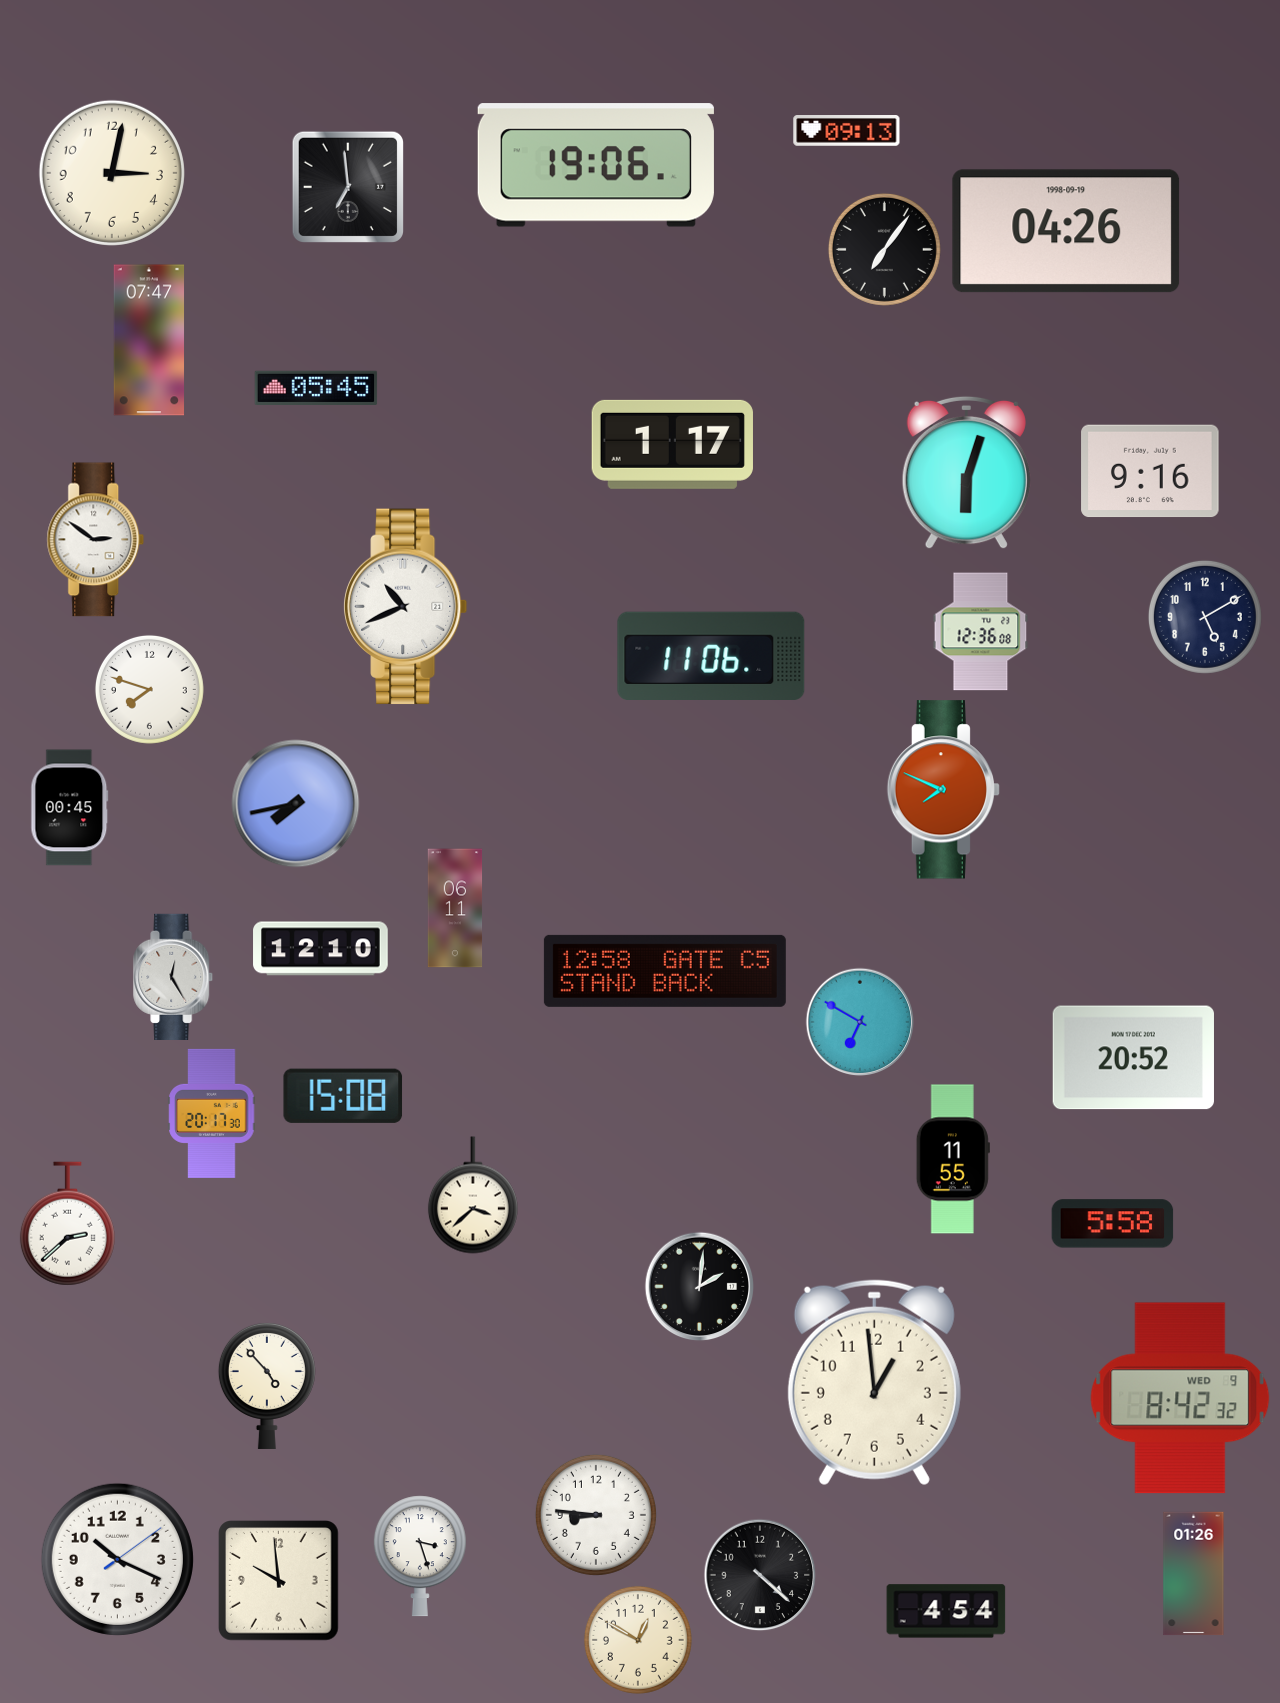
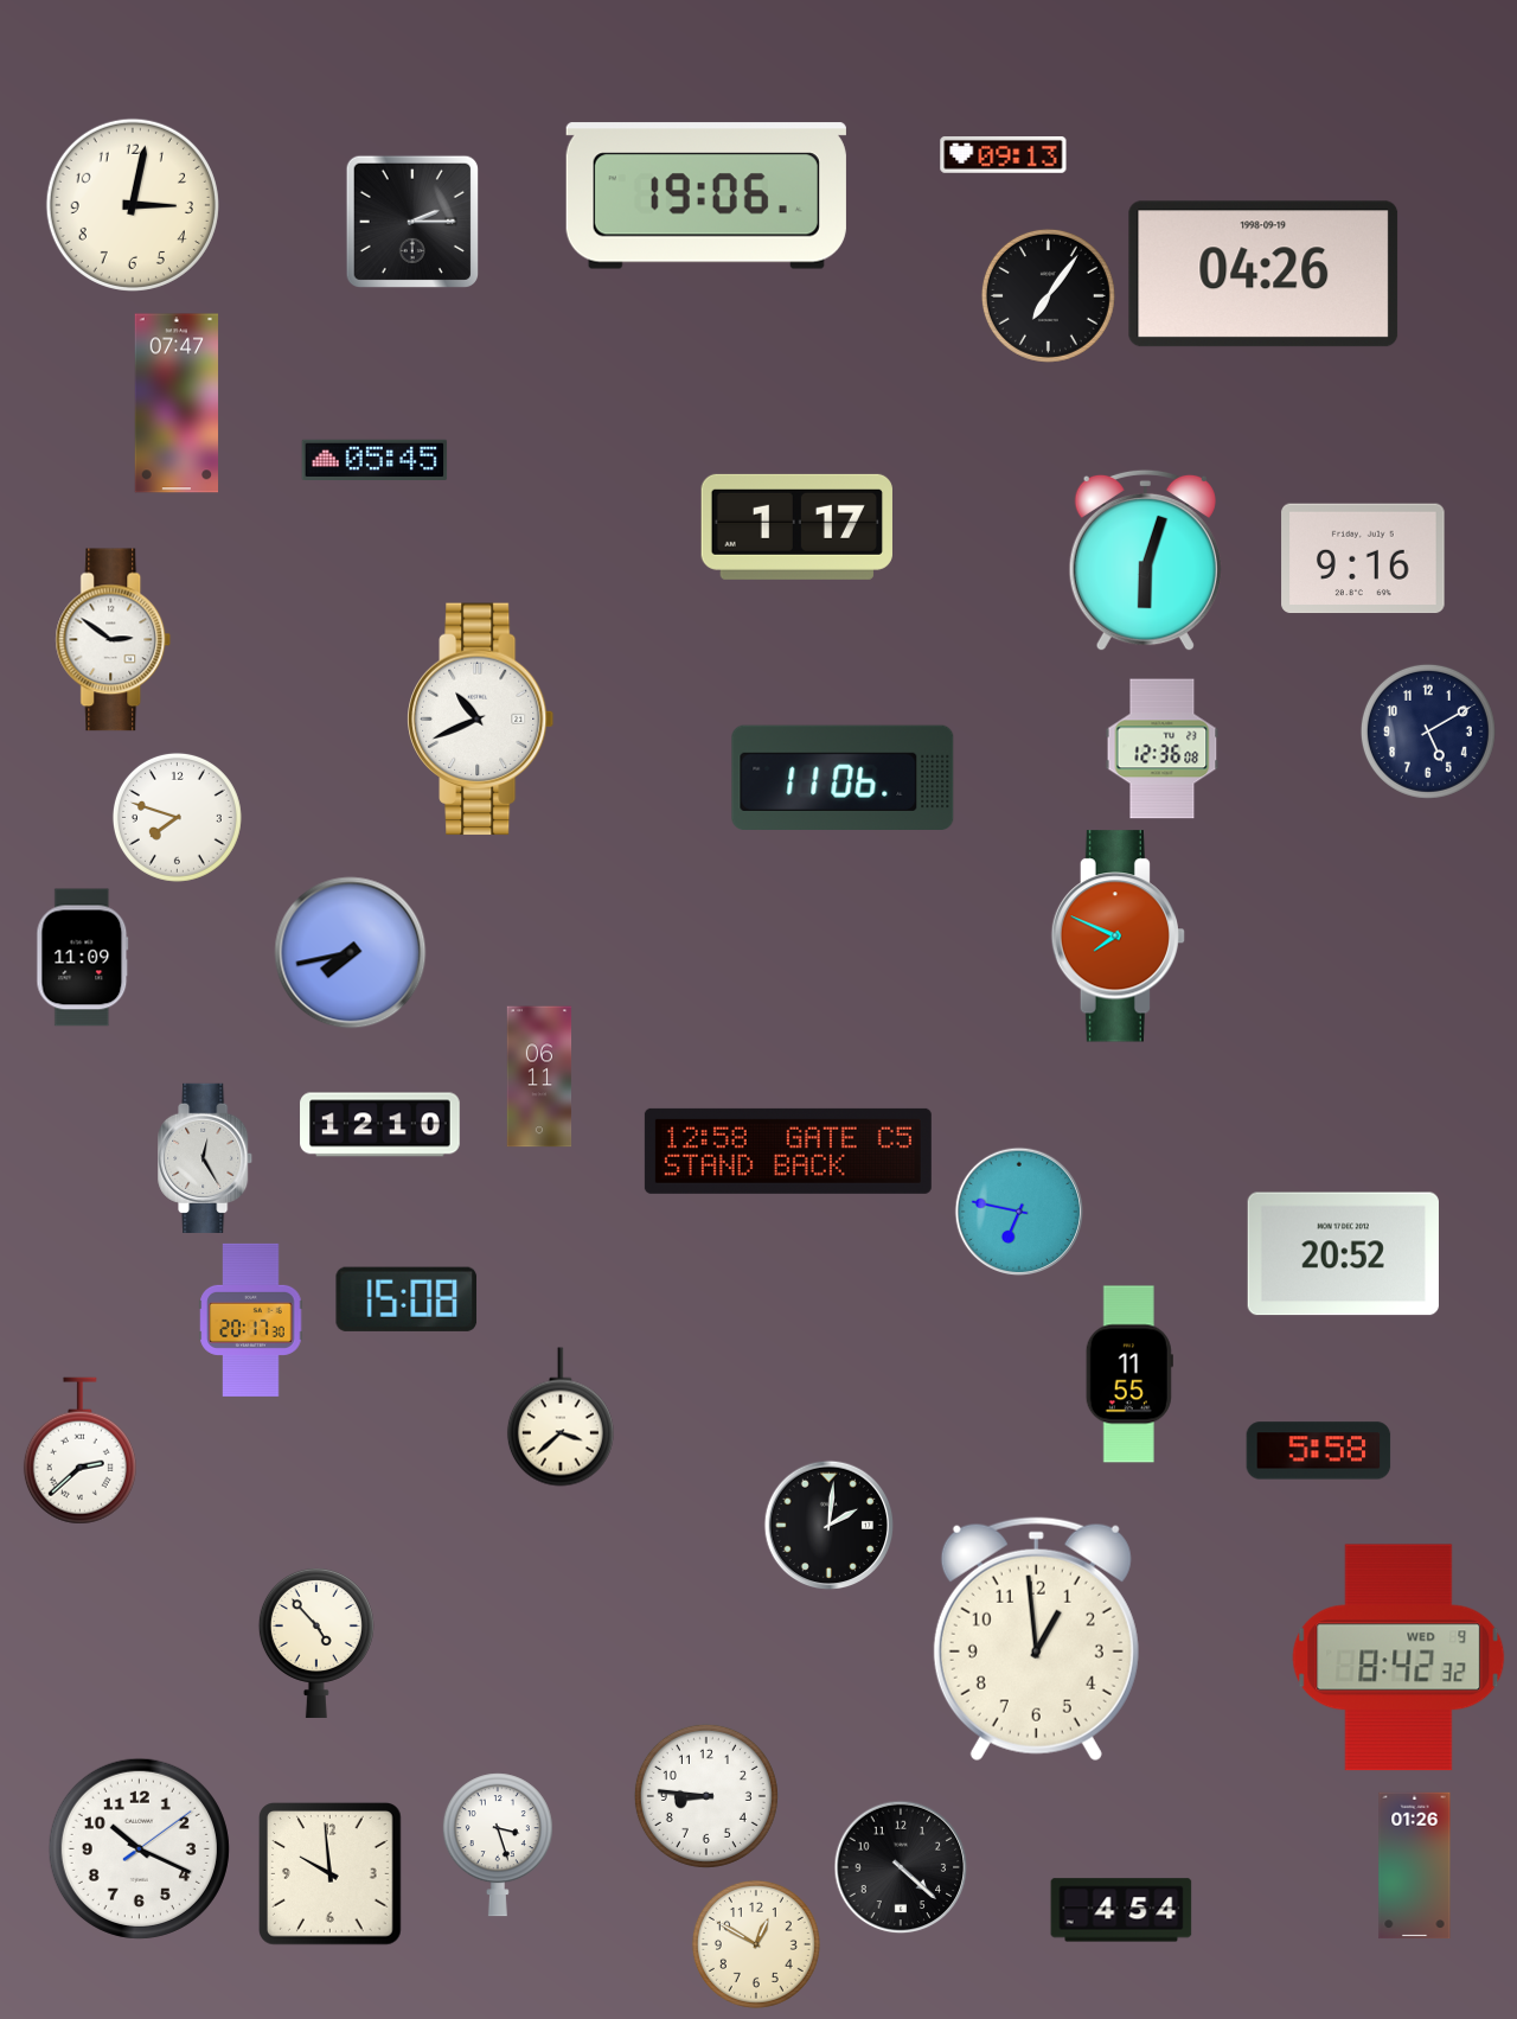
clock at (348, 187): 6:59 -> 2:15
clock at (70, 808): 00:45 -> 11:09
clock at (860, 1022): 6:50 -> 6:47
